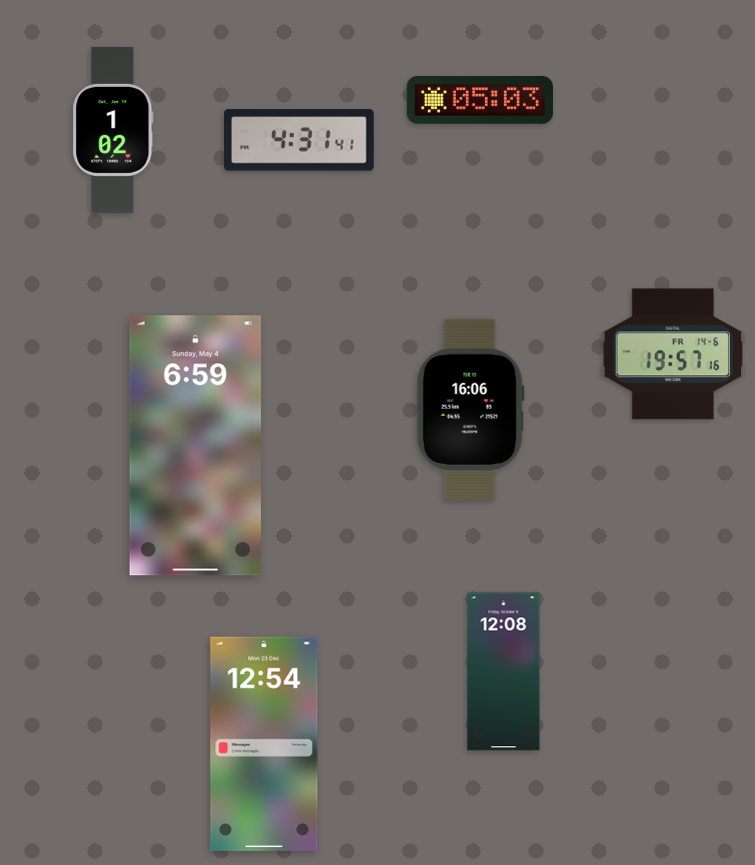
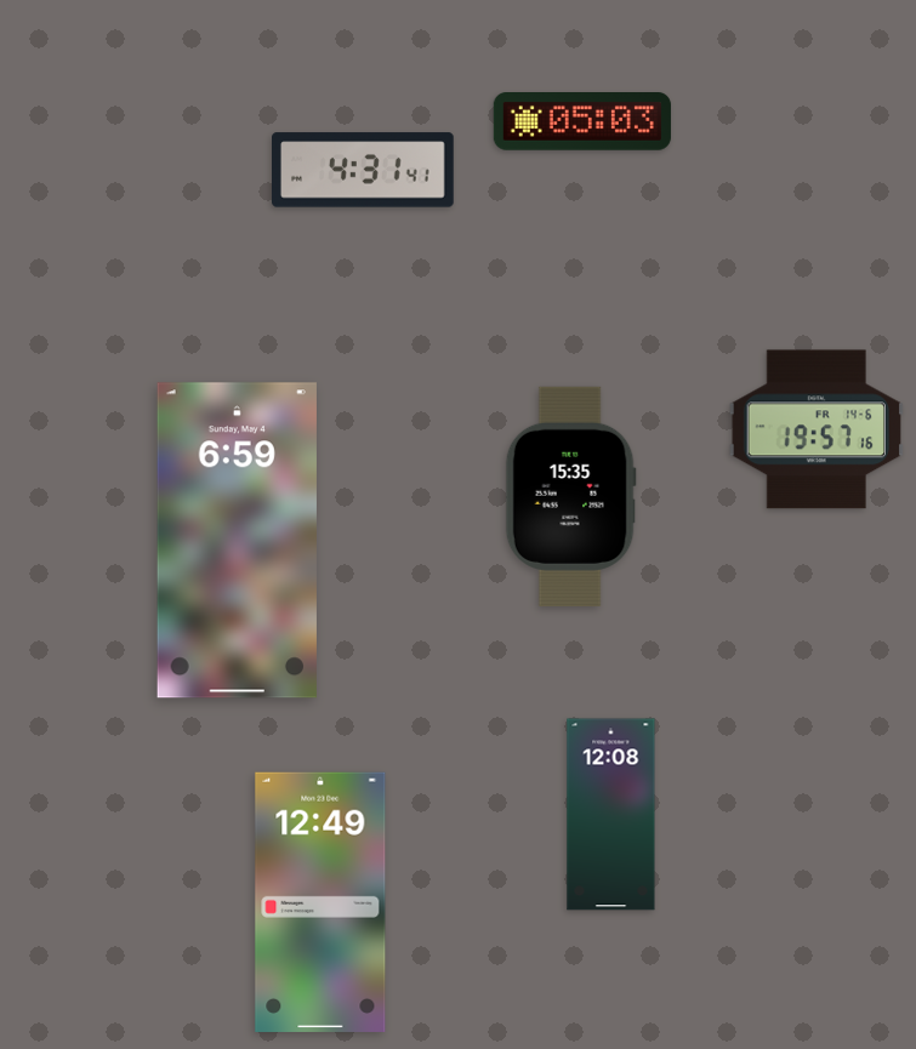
clock at (113, 130): 1:02 -> none
clock at (470, 409): 16:06 -> 15:35
clock at (264, 744): 12:54 -> 12:49
